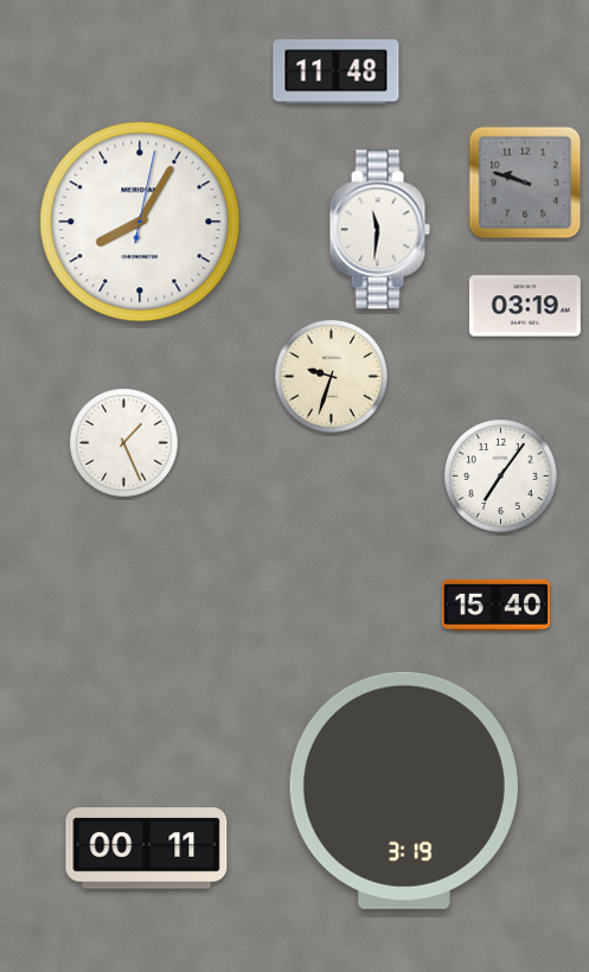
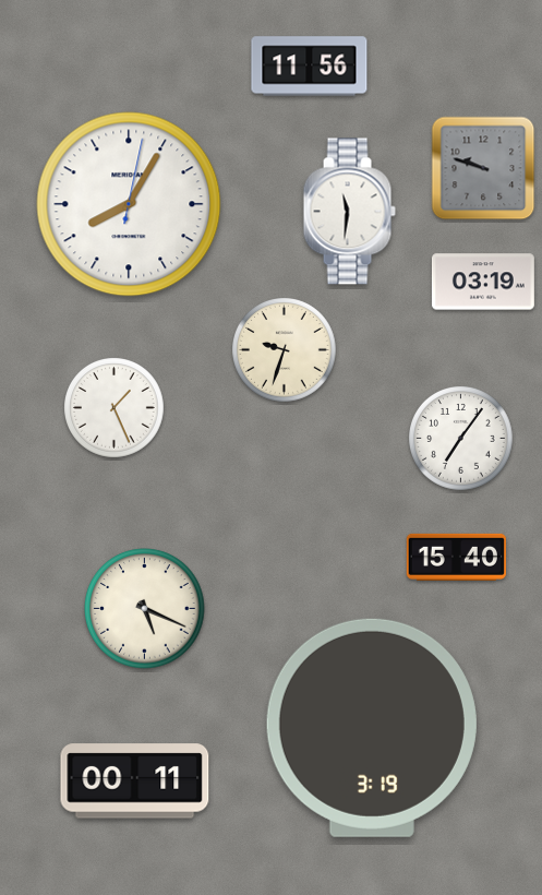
clock at (337, 72): 11:48 -> 11:56
clock at (332, 377) position: (332, 377) -> (285, 350)
clock at (145, 609): none -> 5:19
